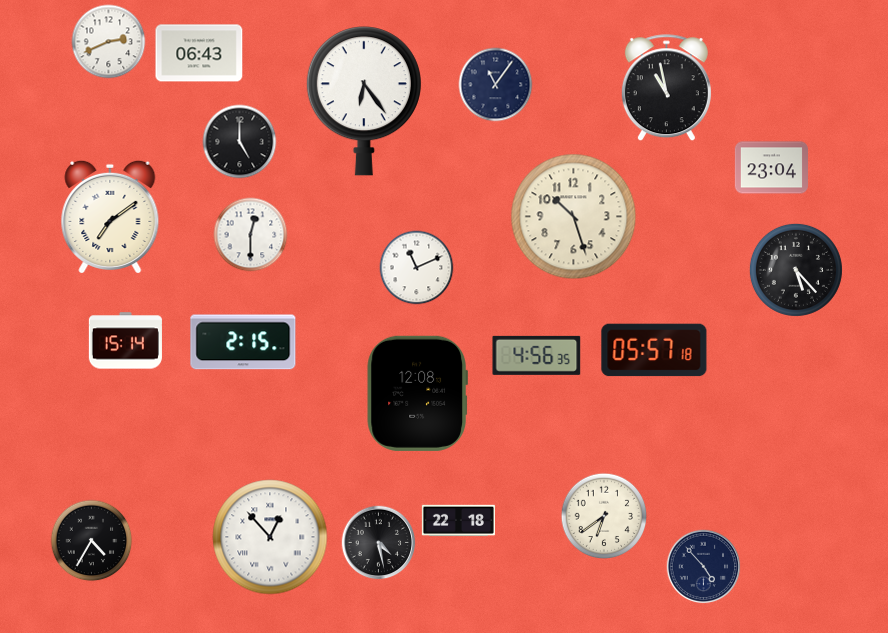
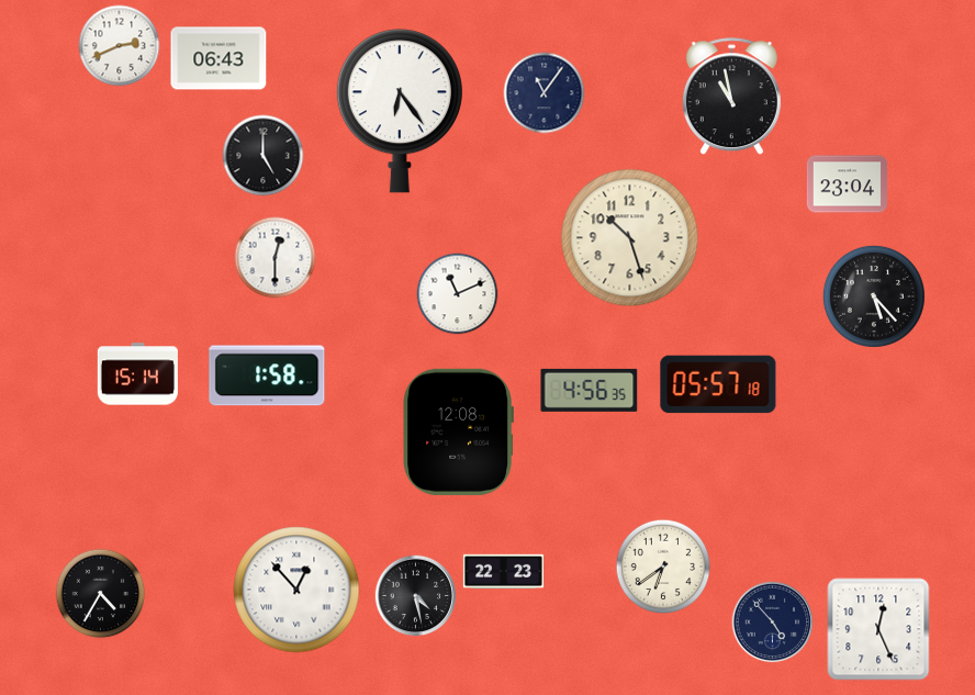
clock at (110, 217): 7:09 -> none
clock at (243, 342): 2:15 -> 1:58
clock at (458, 521): 22:18 -> 22:23
clock at (878, 629): none -> 12:26
